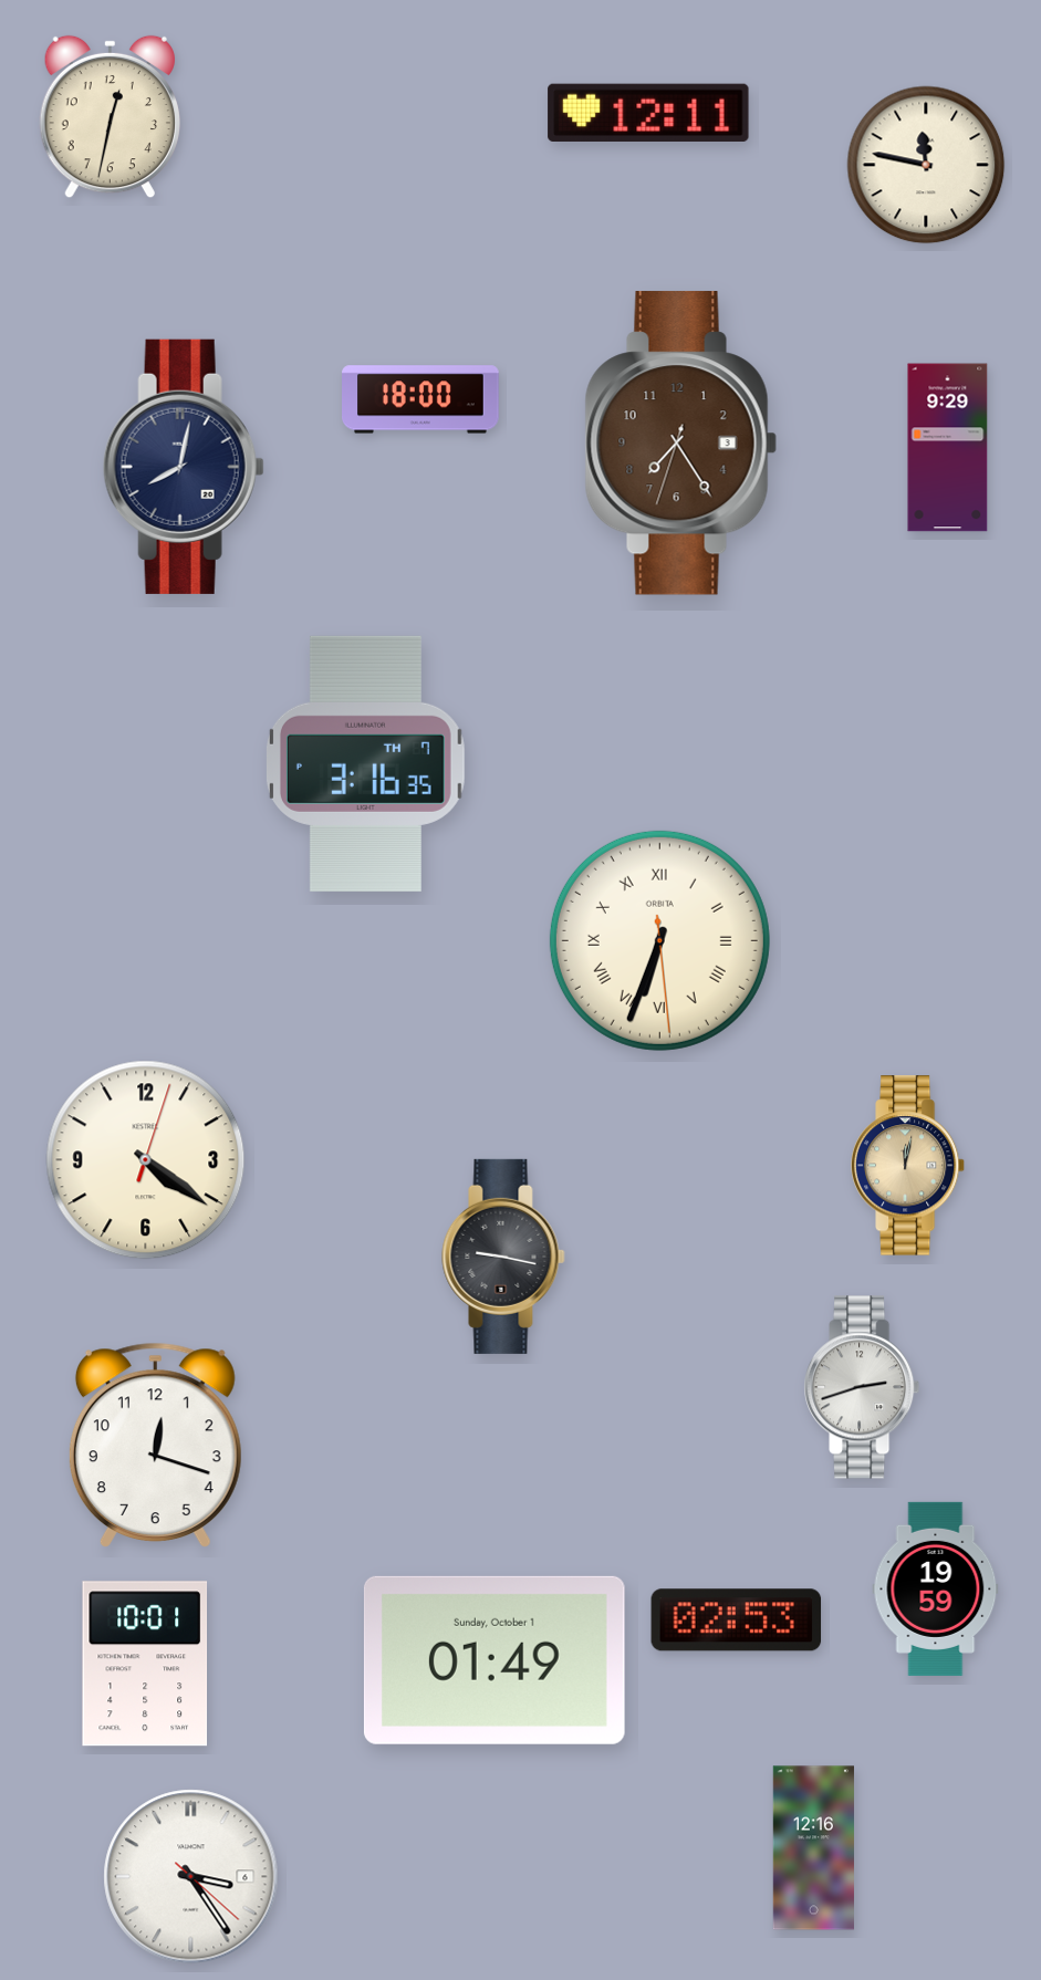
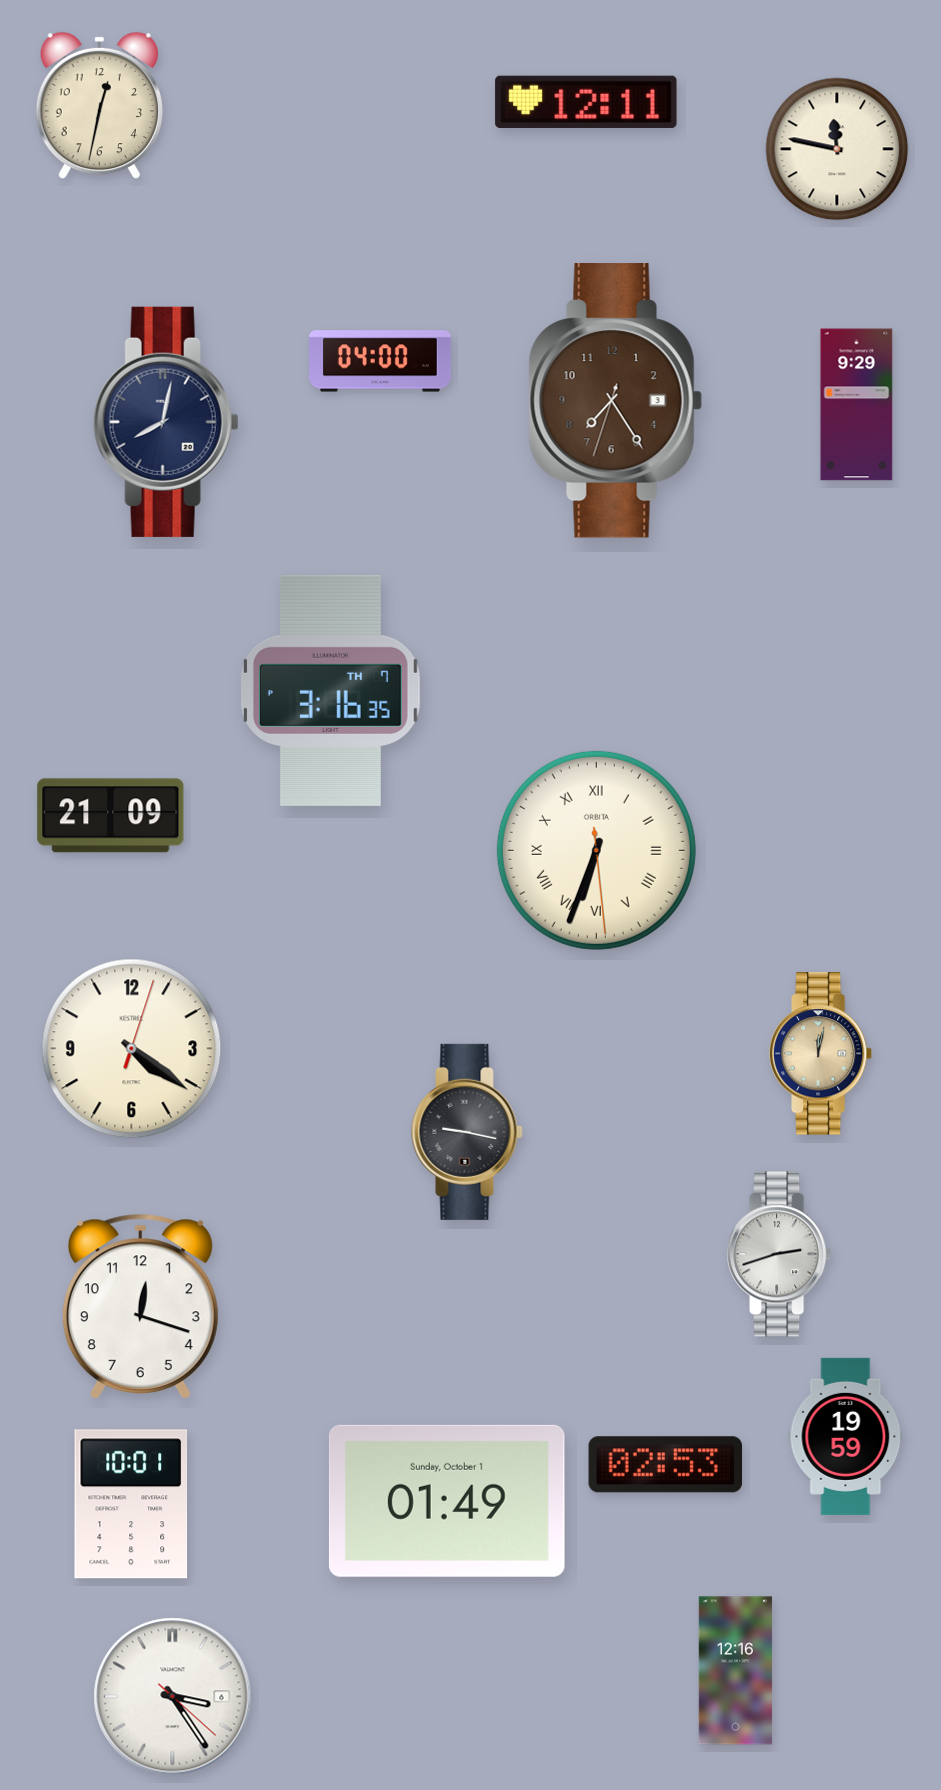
clock at (421, 399): 18:00 -> 04:00
clock at (111, 816): none -> 21:09
clock at (503, 1257) position: (503, 1257) -> (467, 1132)
